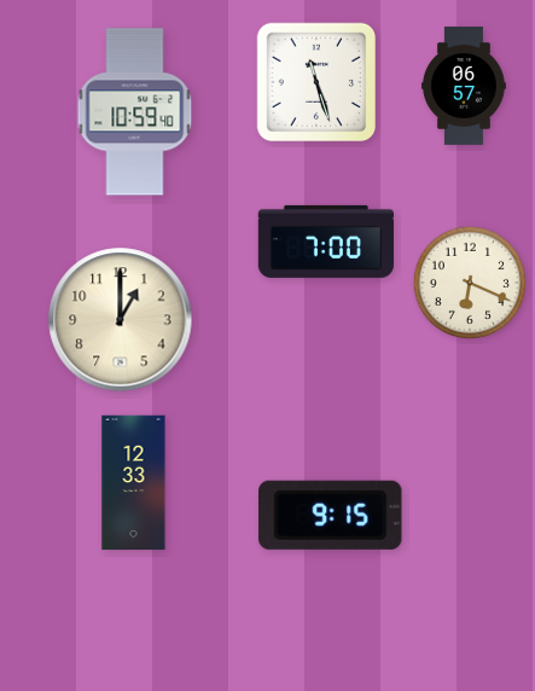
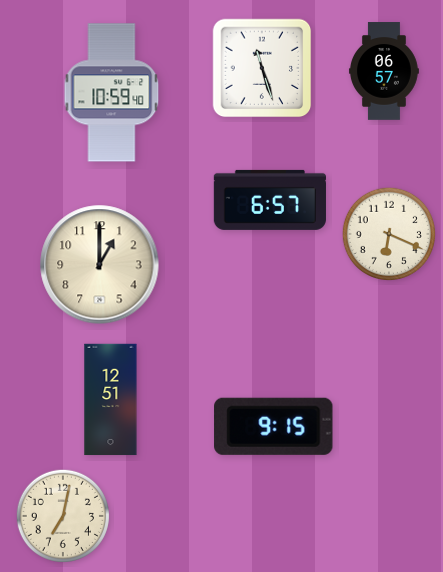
clock at (326, 242): 7:00 -> 6:57
clock at (134, 483): 12:33 -> 12:51
clock at (63, 516): none -> 7:02
